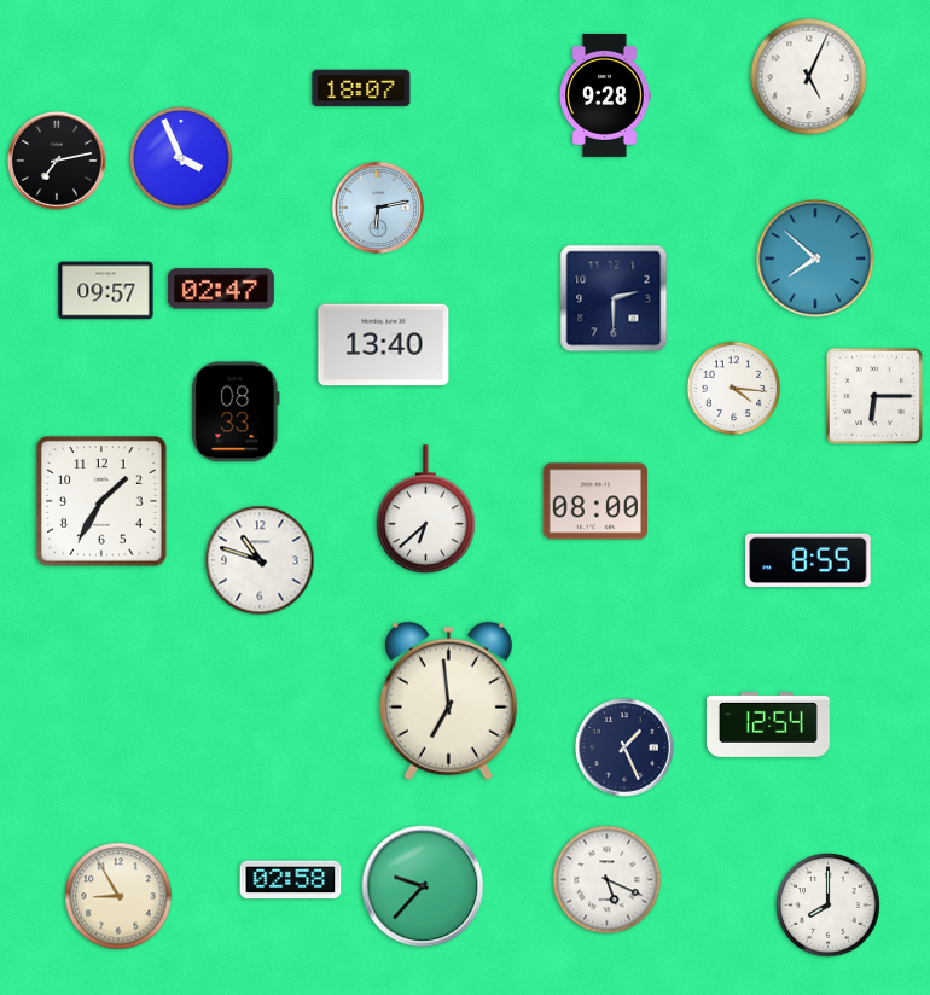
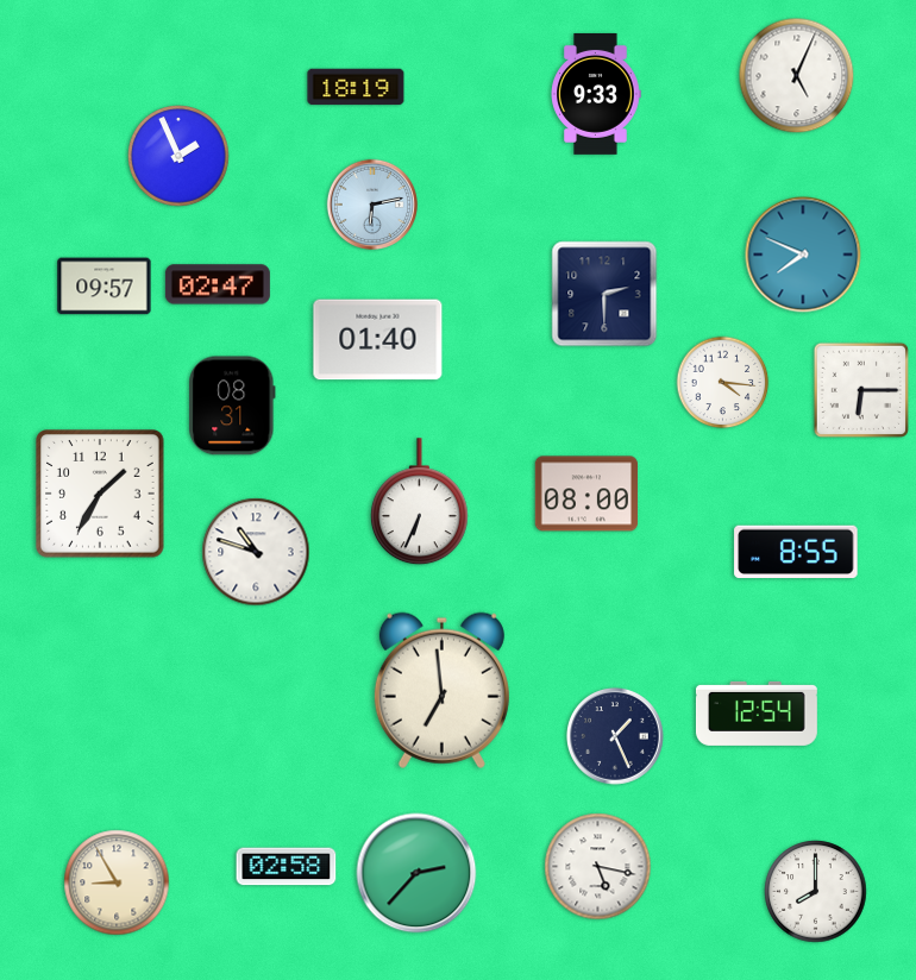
clock at (361, 88): 18:07 -> 18:19
clock at (605, 95): 9:28 -> 9:33
clock at (181, 158): 3:56 -> 1:56
clock at (57, 161): 7:13 -> none
clock at (815, 258): 7:52 -> 7:49
clock at (384, 345): 13:40 -> 01:40
clock at (236, 412): 08:33 -> 08:31
clock at (425, 510): 6:38 -> 6:34
clock at (608, 880): 5:19 -> 5:17
clock at (423, 886): 9:37 -> 2:37
